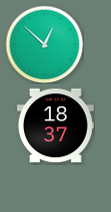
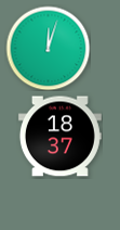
clock at (44, 44): 12:52 -> 12:03
